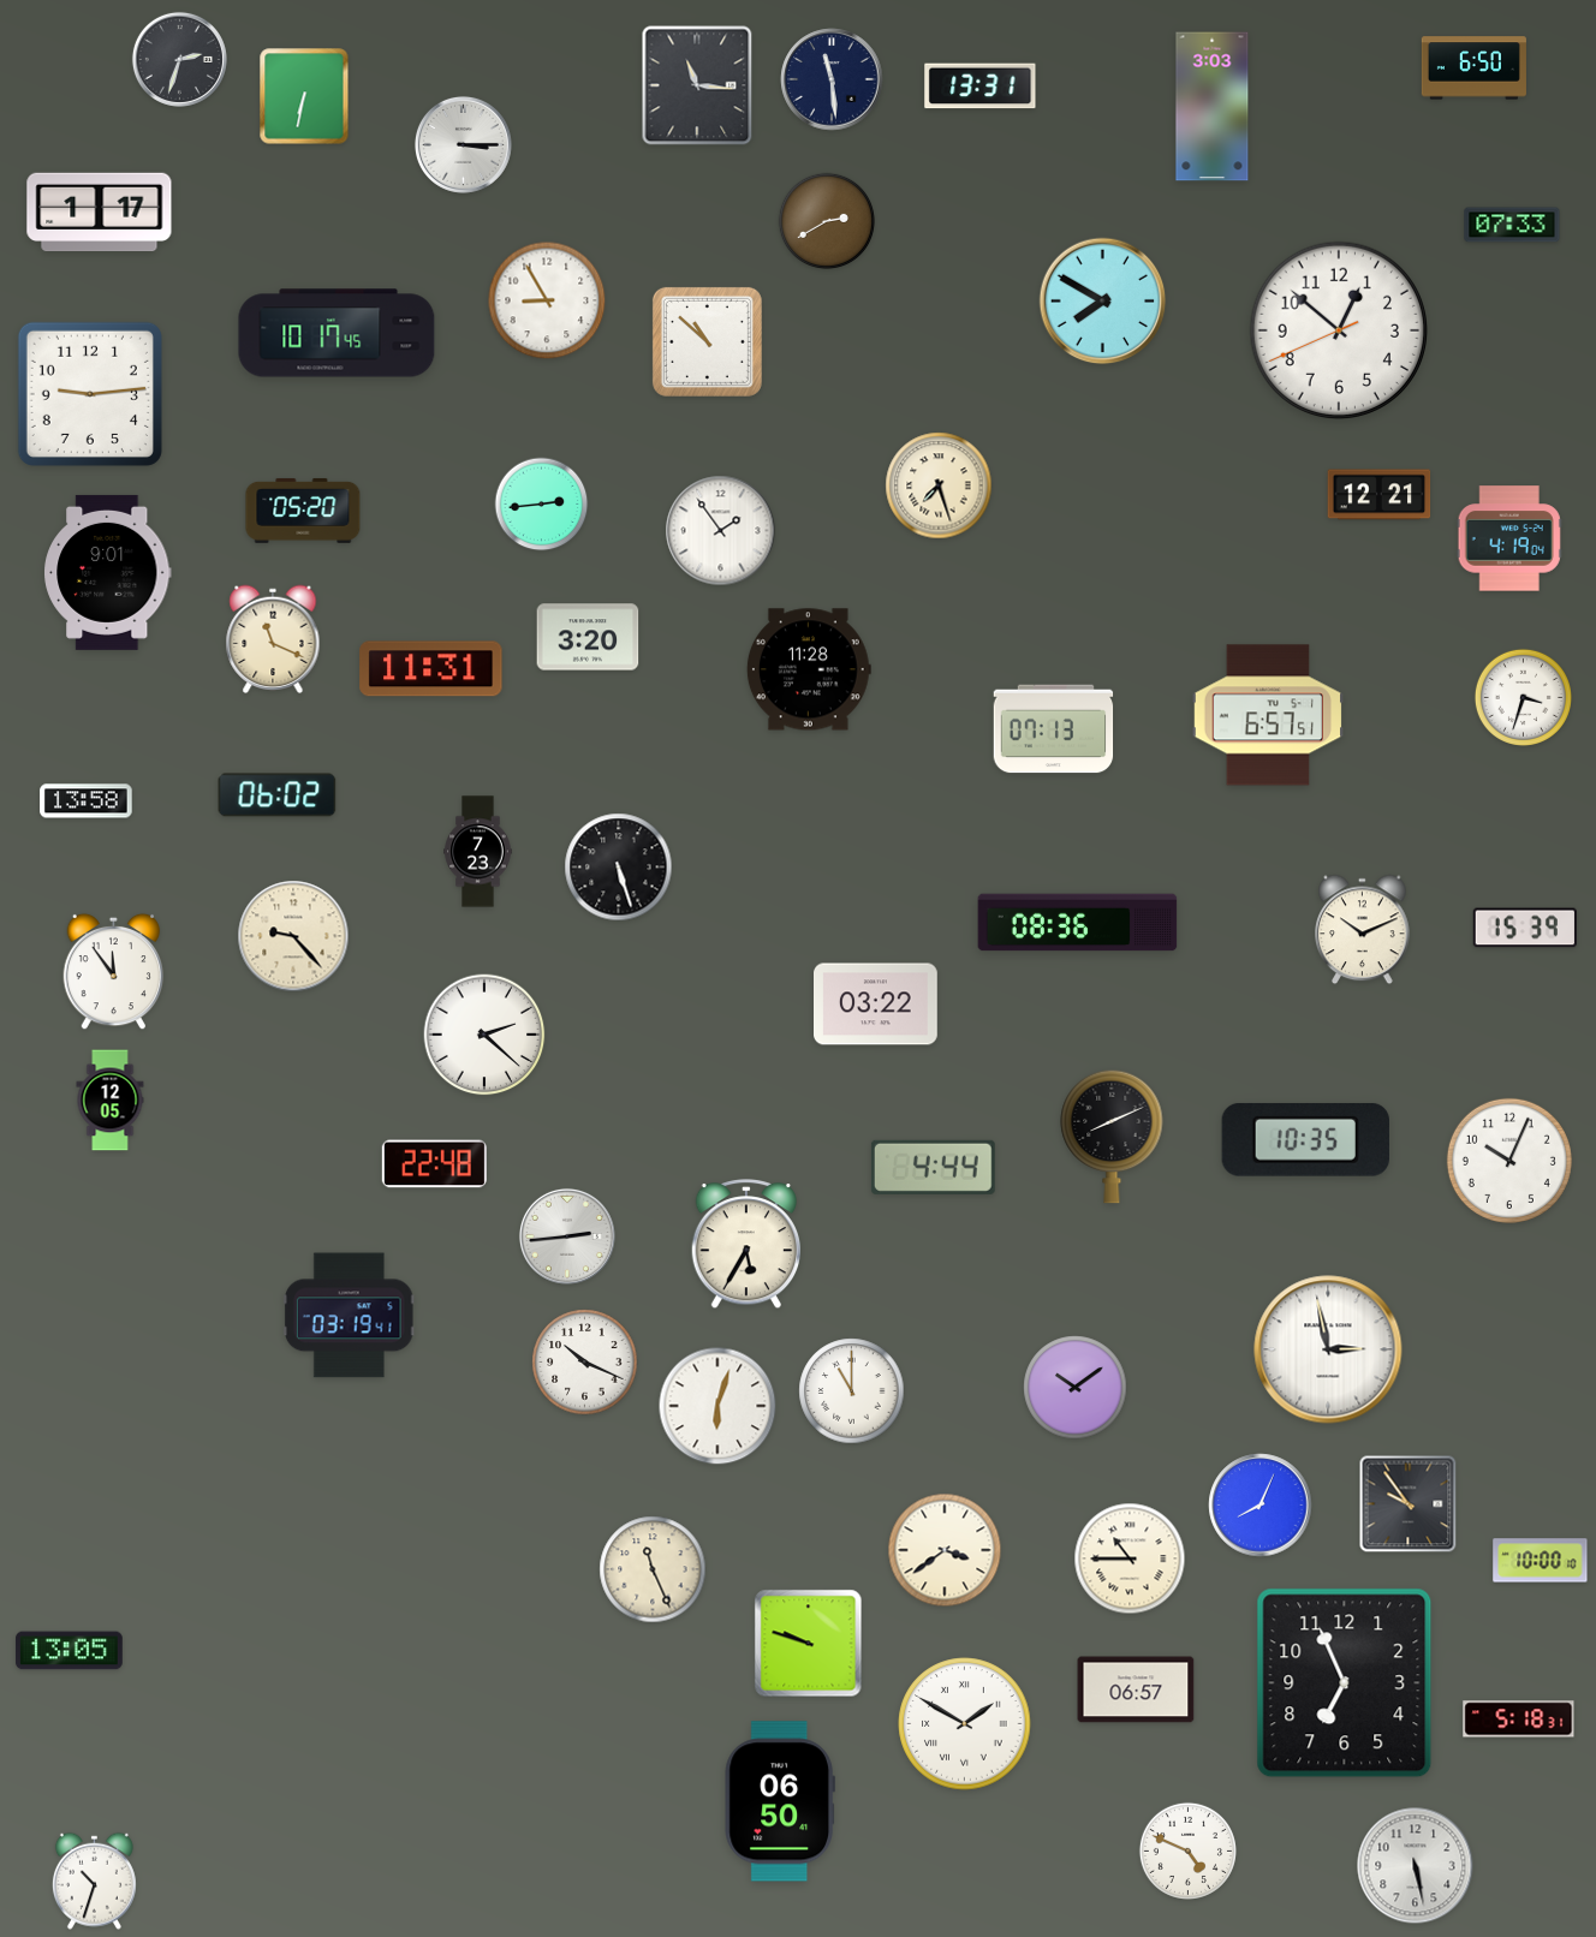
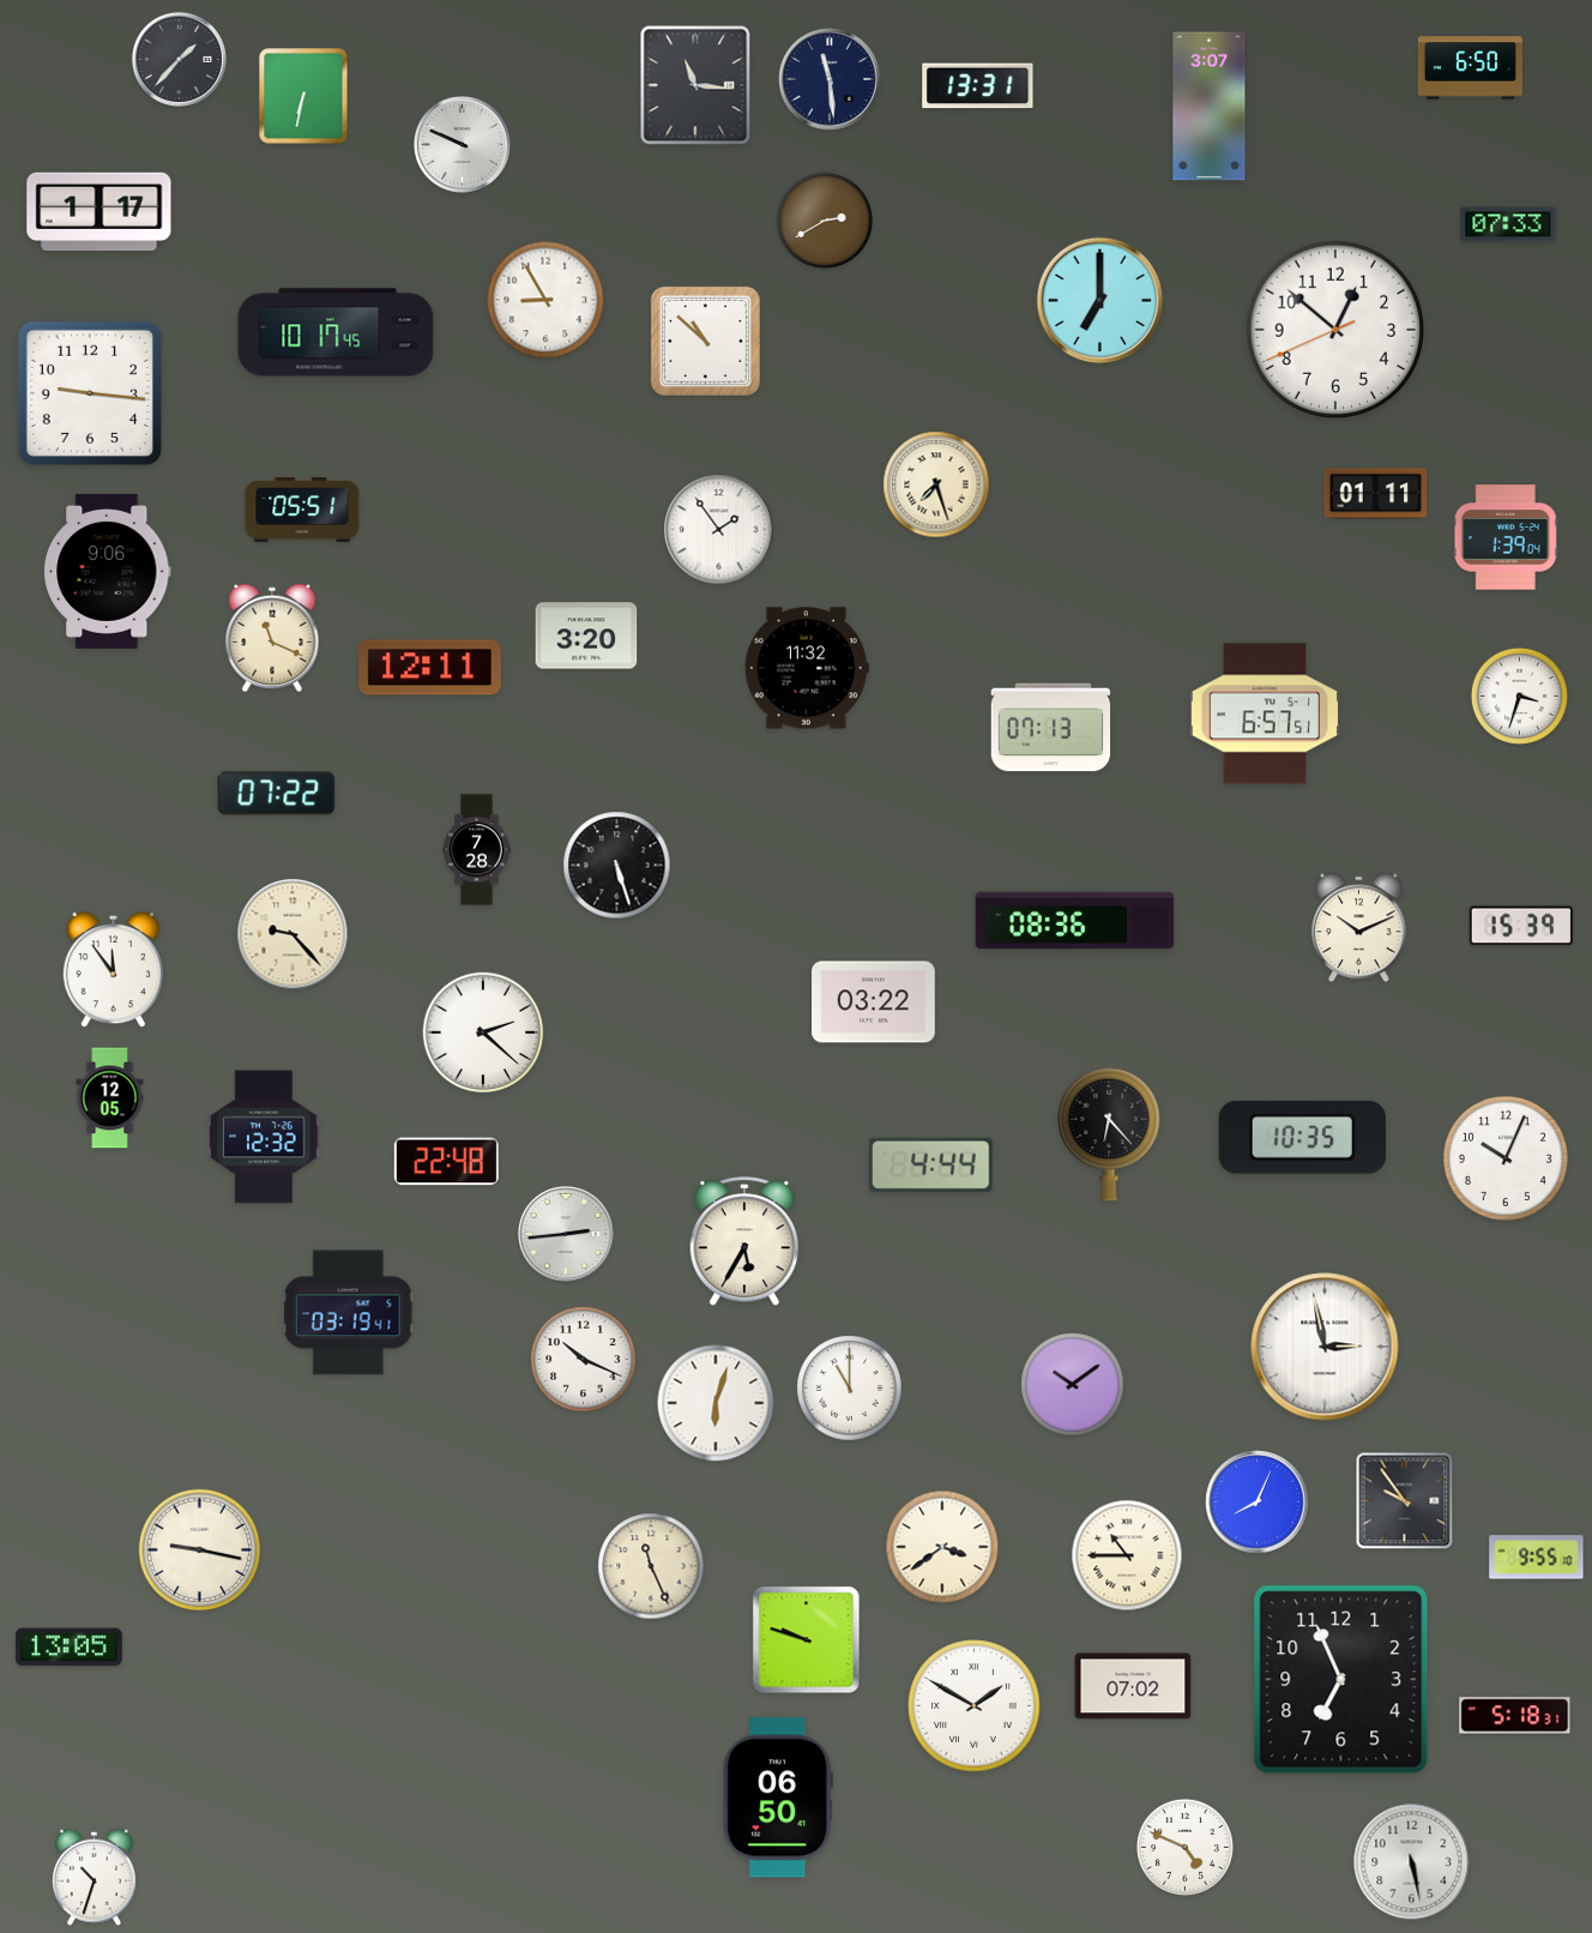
clock at (179, 59): 2:33 -> 1:37
clock at (1213, 107): 3:03 -> 3:07
clock at (463, 144): 3:15 -> 9:49
clock at (1103, 302): 7:50 -> 7:00
clock at (90, 394): 9:14 -> 9:16
clock at (1380, 495): 12:21 -> 01:11
clock at (542, 505): 2:44 -> none
clock at (303, 511): 05:20 -> 05:51
clock at (1509, 538): 4:19 -> 1:39
clock at (108, 572): 9:01 -> 9:06
clock at (431, 669): 11:31 -> 12:11
clock at (809, 669): 11:28 -> 11:32
clock at (278, 795): 06:02 -> 07:22
clock at (87, 801): 13:58 -> none
clock at (478, 852): 7:23 -> 7:28
clock at (1112, 1137): 8:11 -> 6:23
clock at (264, 1137): none -> 12:32
clock at (434, 1164) position: (434, 1164) -> (446, 1162)
clock at (200, 1550): none -> 9:17
clock at (1541, 1561): 10:00 -> 9:55
clock at (1136, 1689): 06:57 -> 07:02
clock at (965, 1724) position: (965, 1724) -> (975, 1706)
